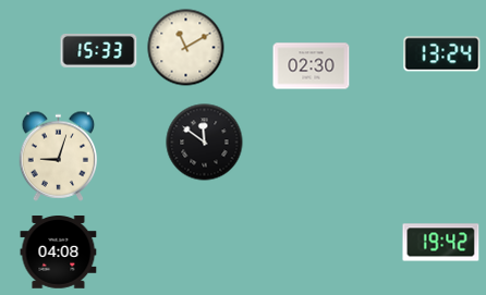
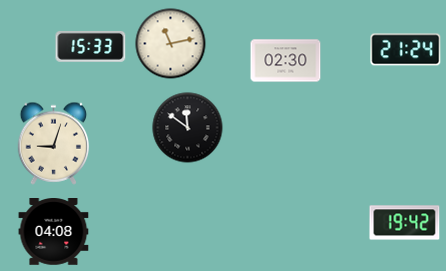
clock at (186, 48): 11:10 -> 11:13
clock at (442, 54): 13:24 -> 21:24
clock at (205, 143) position: (205, 143) -> (188, 128)
